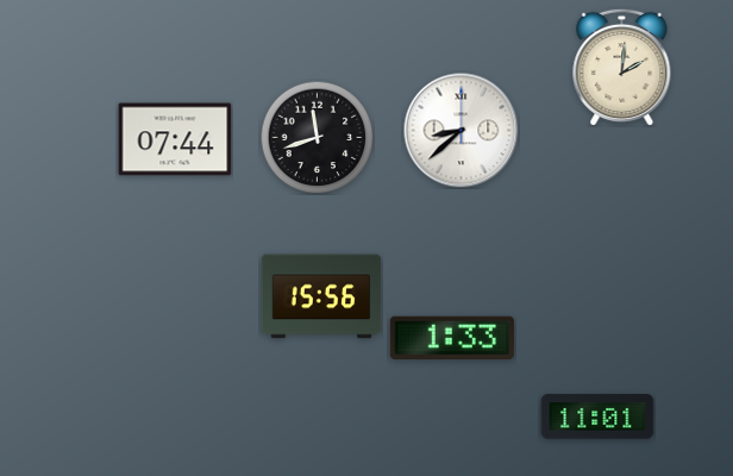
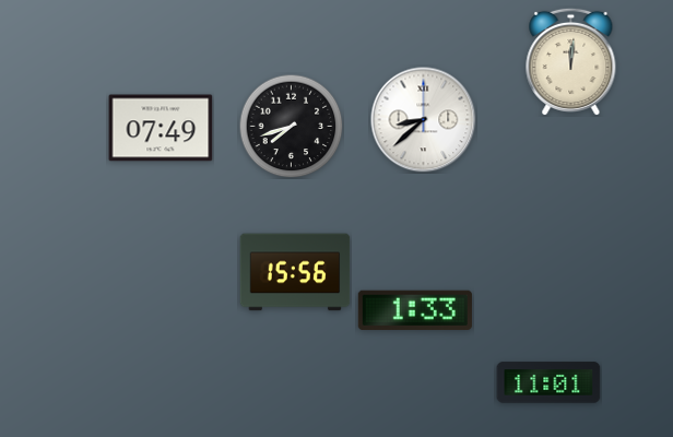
clock at (622, 67): 2:01 -> 12:01
clock at (317, 137): 11:42 -> 7:42
clock at (175, 139): 07:44 -> 07:49
